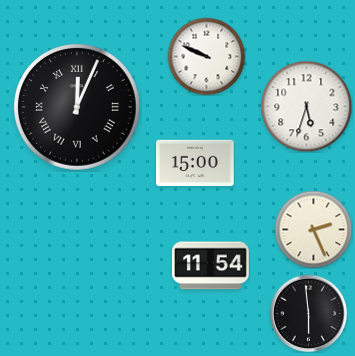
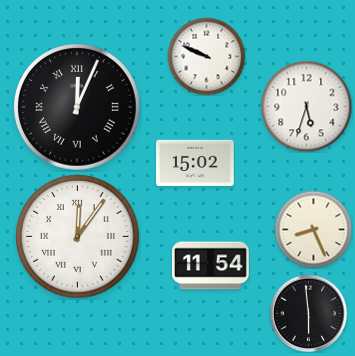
clock at (196, 162): 15:00 -> 15:02
clock at (313, 229): 2:26 -> 8:26
clock at (78, 237): none -> 12:06
